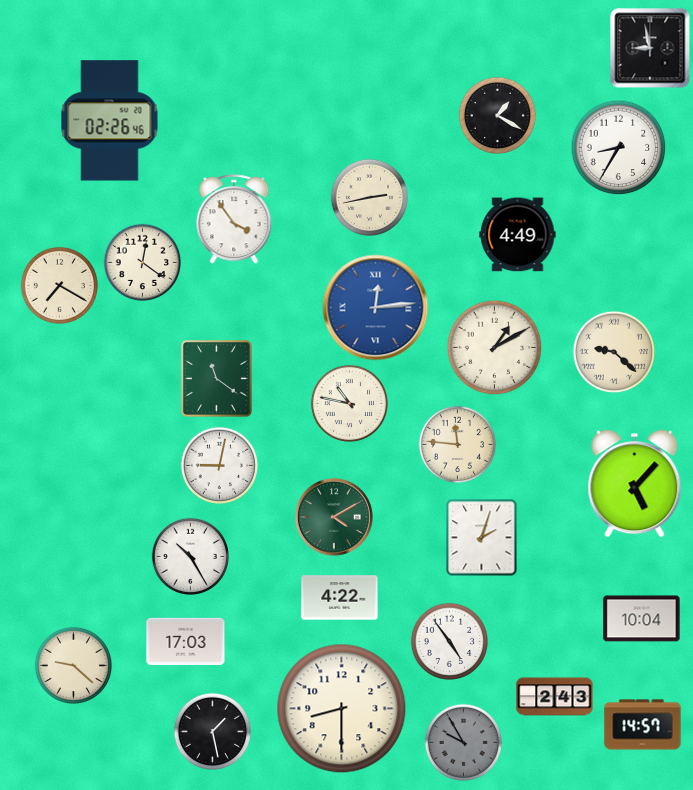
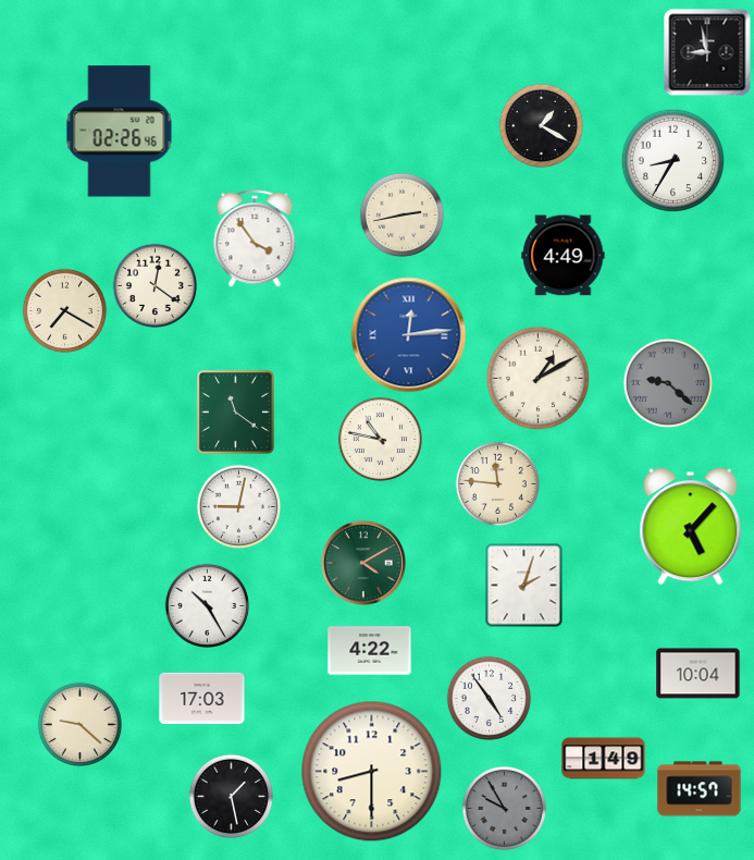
clock at (614, 352) dial: cream -> grey
clock at (555, 697): 2:43 -> 1:49
